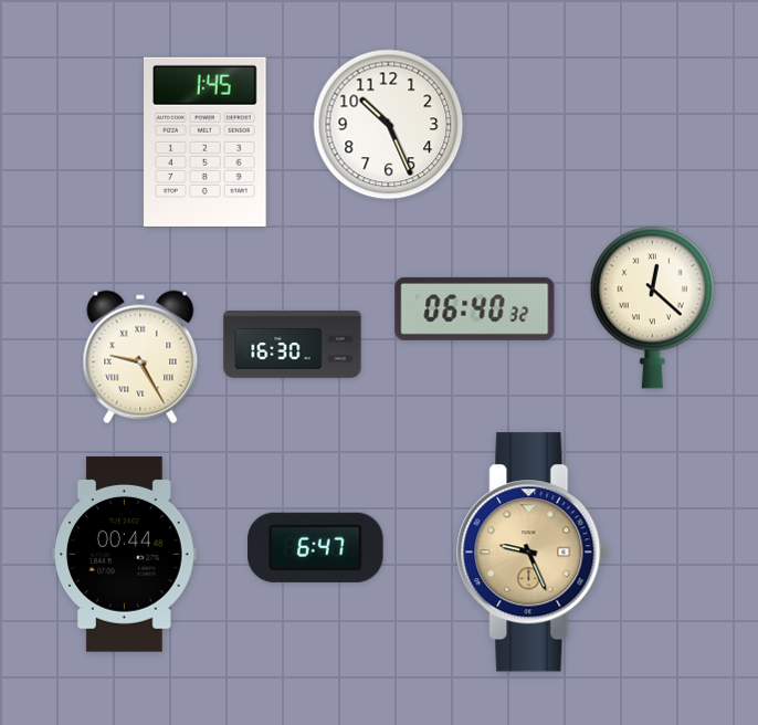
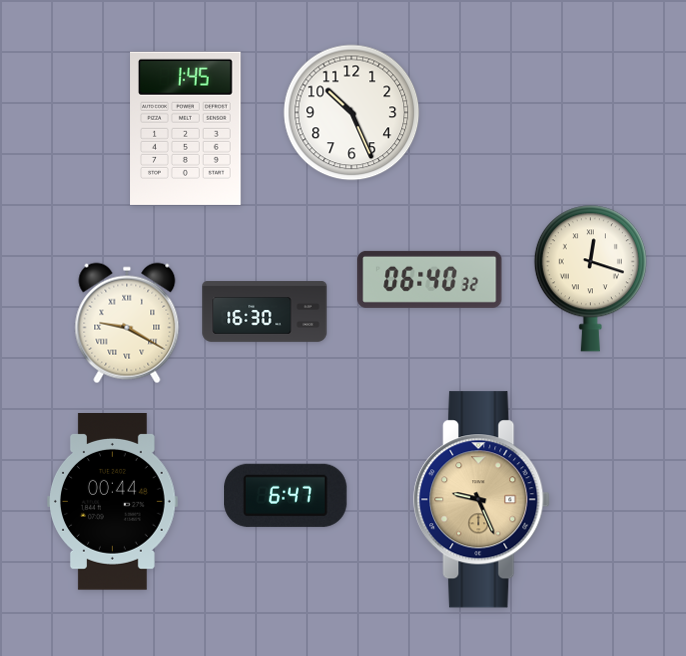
clock at (652, 308): 12:22 -> 12:18
clock at (140, 357): 9:25 -> 9:20
